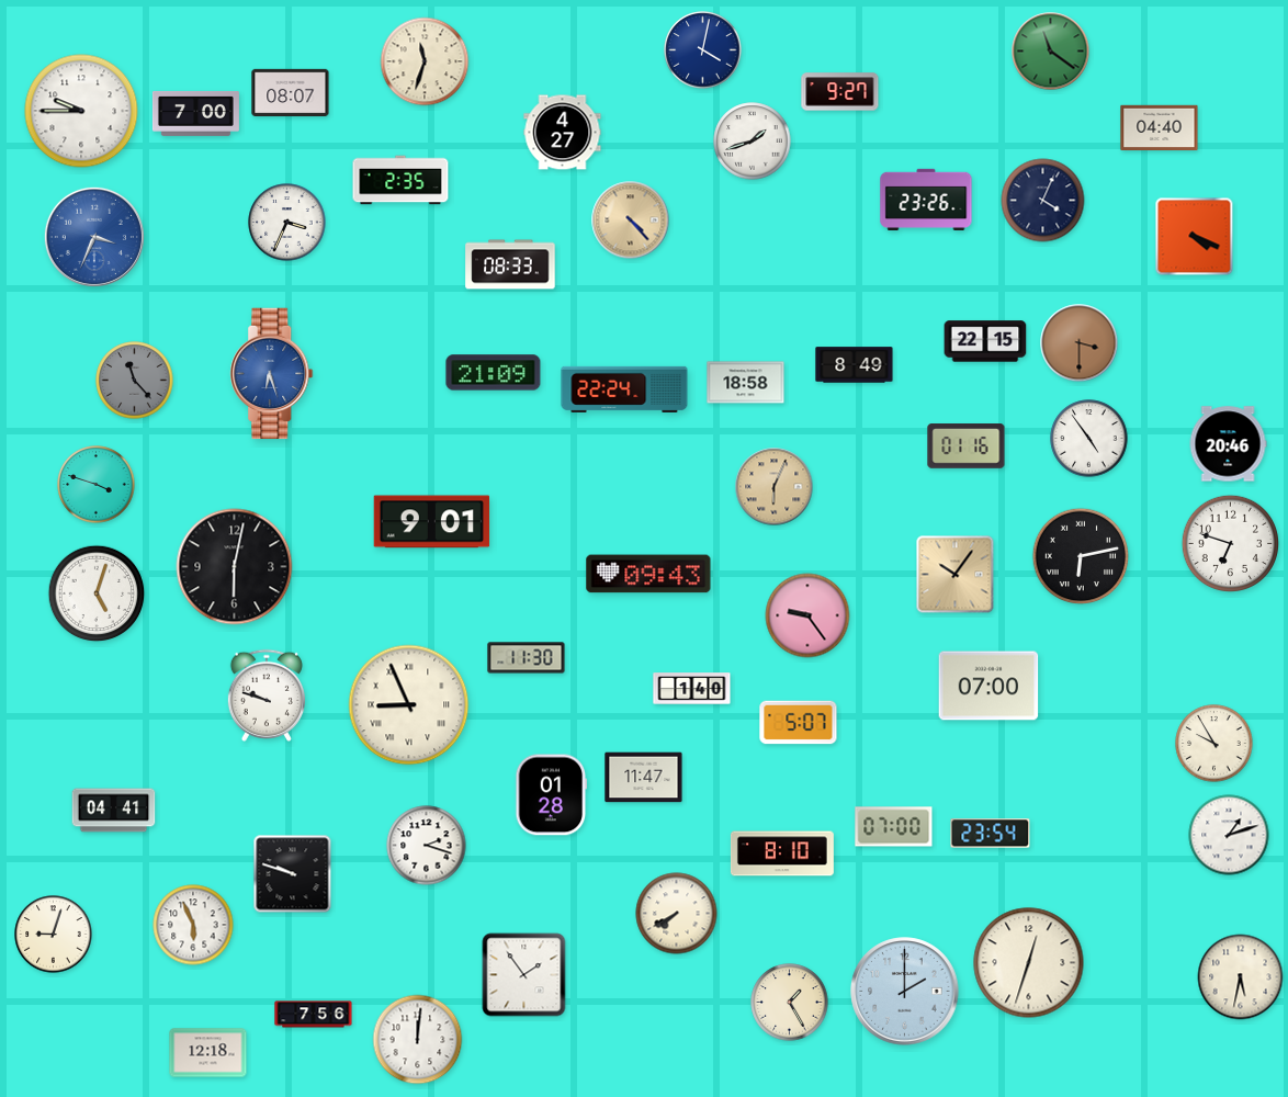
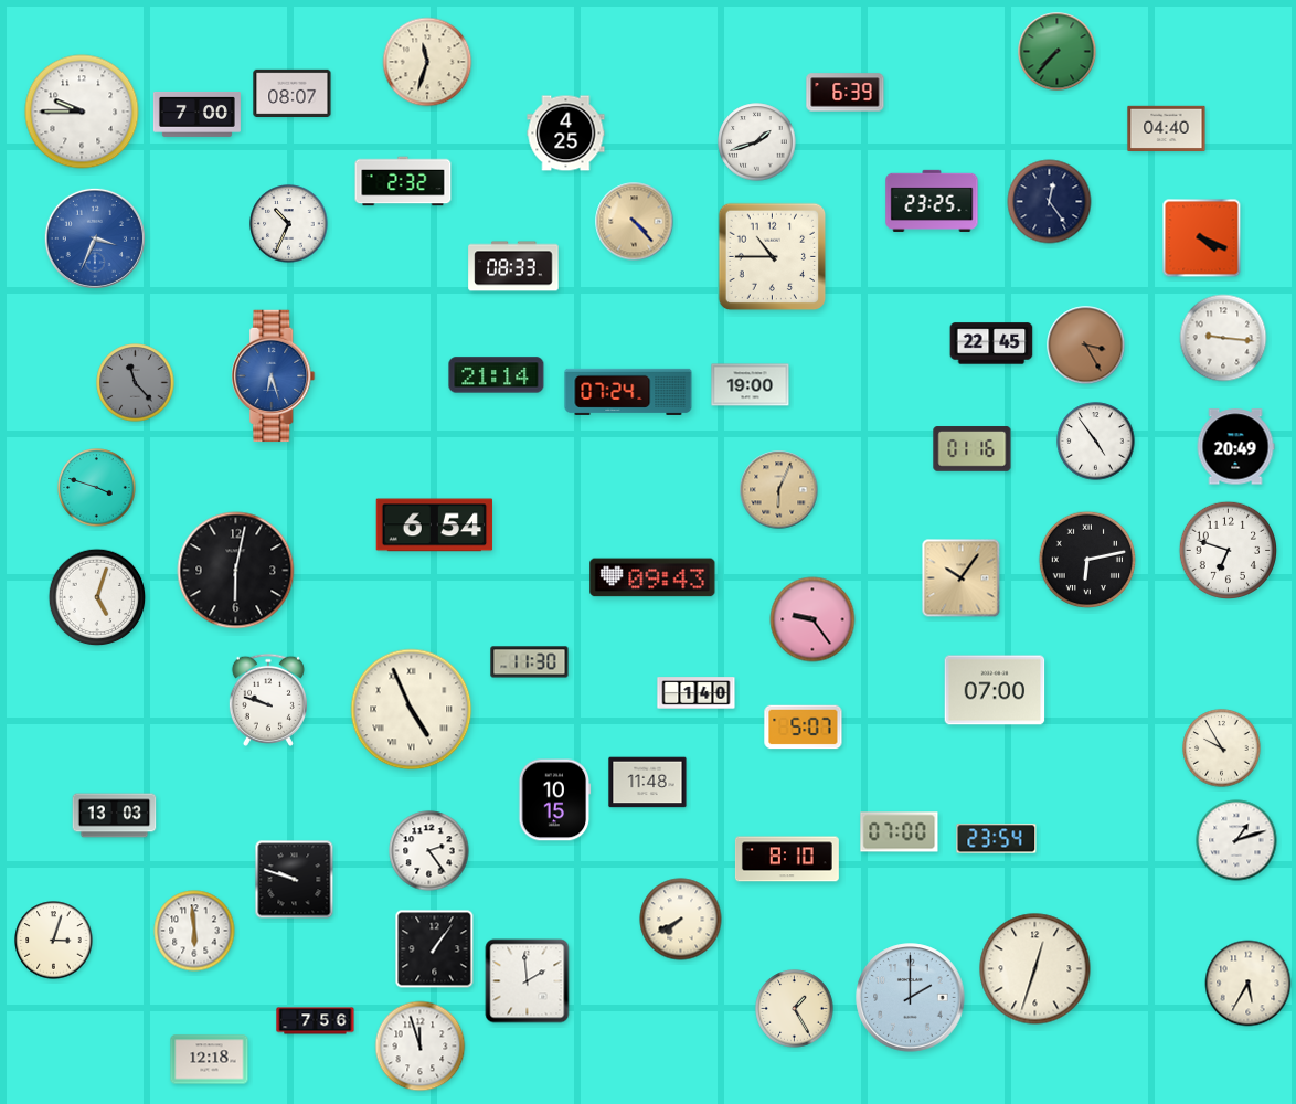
clock at (703, 50): 4:02 -> none
clock at (1051, 52): 11:21 -> 7:37
clock at (840, 92): 9:27 -> 6:39
clock at (563, 133): 4:27 -> 4:25
clock at (400, 180): 2:35 -> 2:32
clock at (926, 200): 23:26 -> 23:25
clock at (1043, 201): 4:04 -> 12:24
clock at (287, 223): 3:34 -> 10:34
clock at (773, 257): none -> 10:45
clock at (1223, 338): none -> 9:16
clock at (985, 341): 22:15 -> 22:45
clock at (1080, 343): 3:30 -> 3:25
clock at (855, 365): 8:49 -> none
clock at (494, 373): 21:09 -> 21:14
clock at (746, 383): 18:58 -> 19:00
clock at (624, 389): 22:24 -> 07:24
clock at (1228, 444): 20:46 -> 20:49
clock at (432, 522): 9:01 -> 6:54
clock at (1231, 544) position: (1231, 544) -> (1229, 551)
clock at (409, 705): 8:56 -> 4:56
clock at (644, 778): 11:47 -> 11:48
clock at (552, 795): 01:28 -> 10:15
clock at (114, 811): 04:41 -> 13:03
clock at (427, 846): 2:18 -> 2:24
clock at (193, 925): 5:56 -> 5:59
clock at (54, 935): 9:03 -> 3:03
clock at (435, 949): none -> 1:06
clock at (524, 975): 1:54 -> 1:59
clock at (1241, 977): 5:32 -> 5:35
clock at (418, 1040): 12:01 -> 11:57
